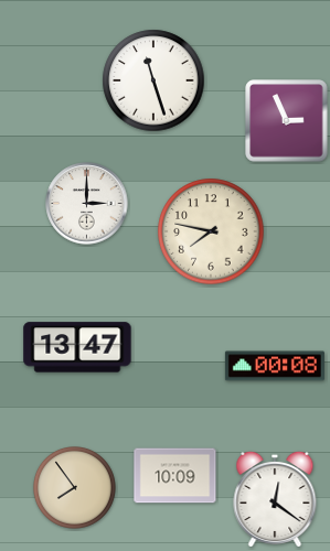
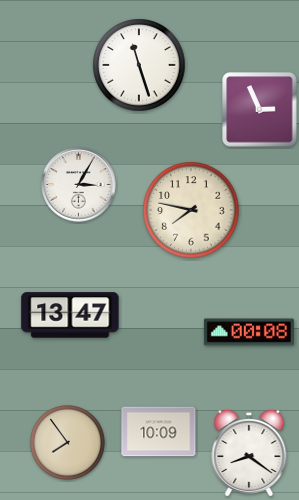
clock at (153, 80) position: (153, 80) -> (139, 65)
clock at (87, 204): 3:00 -> 3:05
clock at (275, 499): 12:21 -> 8:21
